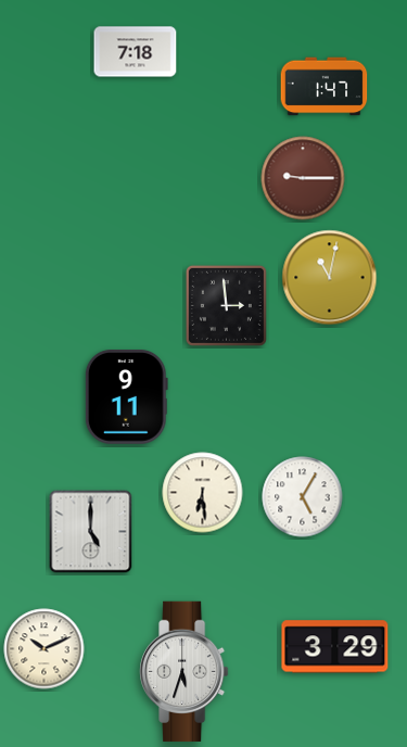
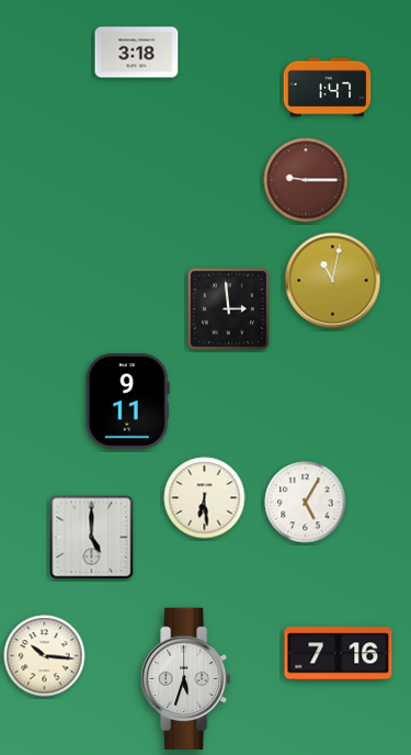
clock at (136, 52): 7:18 -> 3:18
clock at (335, 647): 3:29 -> 7:16
clock at (44, 649): 10:11 -> 10:16
